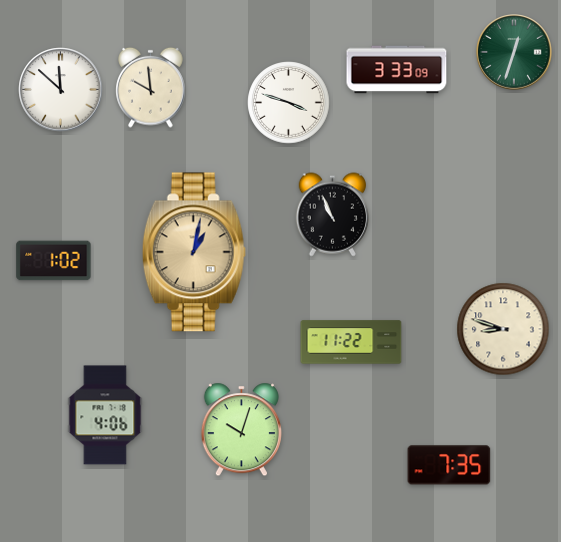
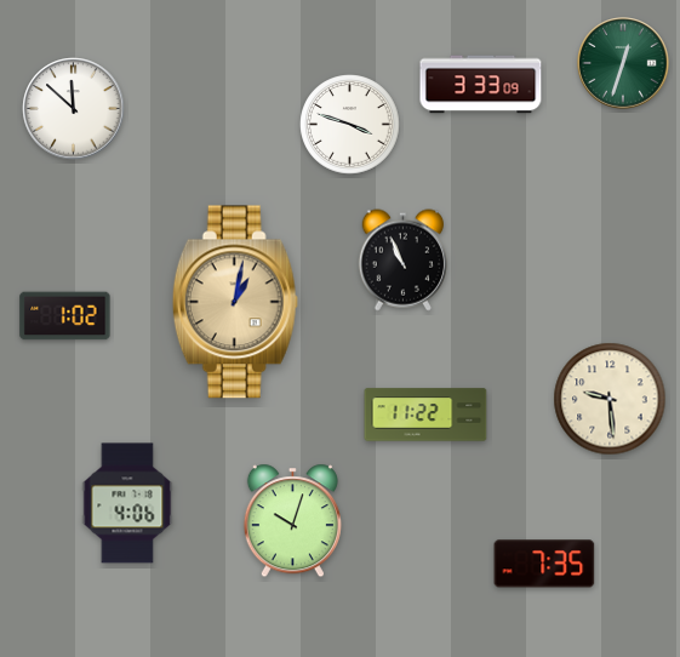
clock at (151, 87): 9:59 -> none
clock at (194, 252) position: (194, 252) -> (235, 302)
clock at (503, 329): 8:48 -> 9:29
